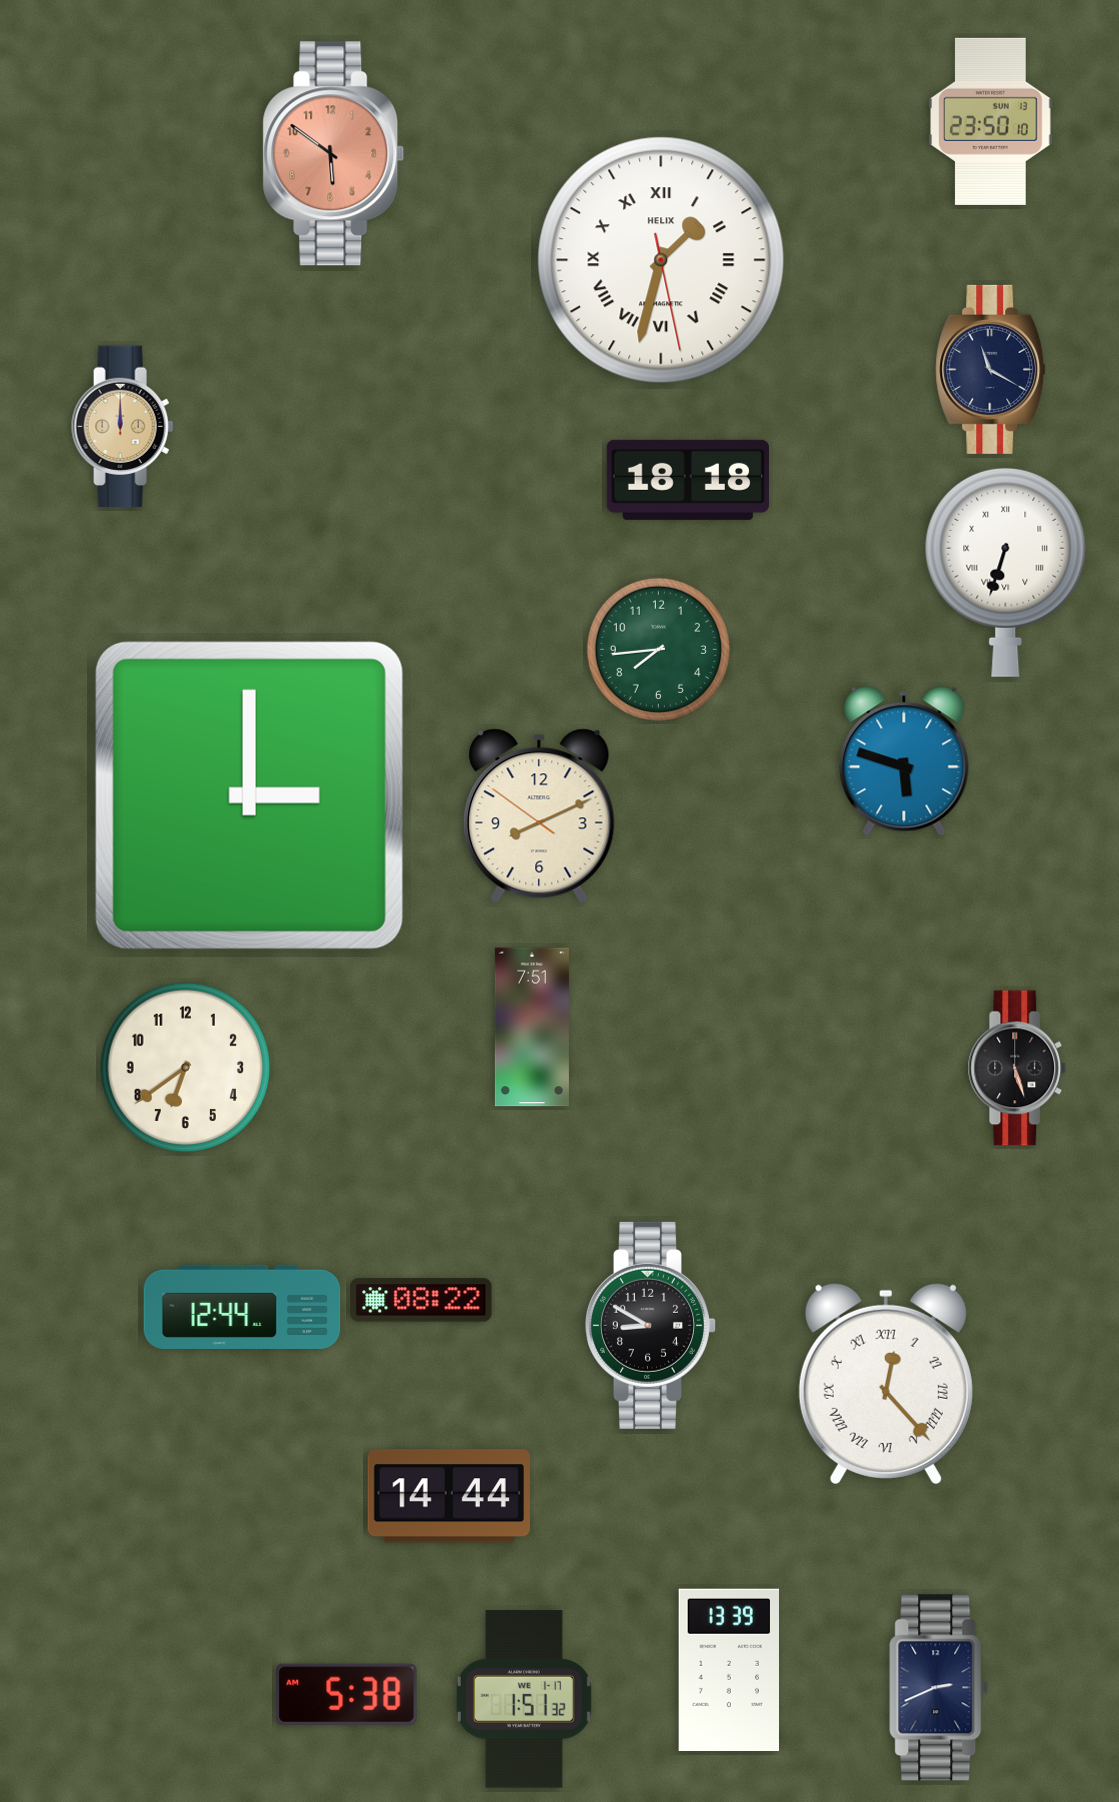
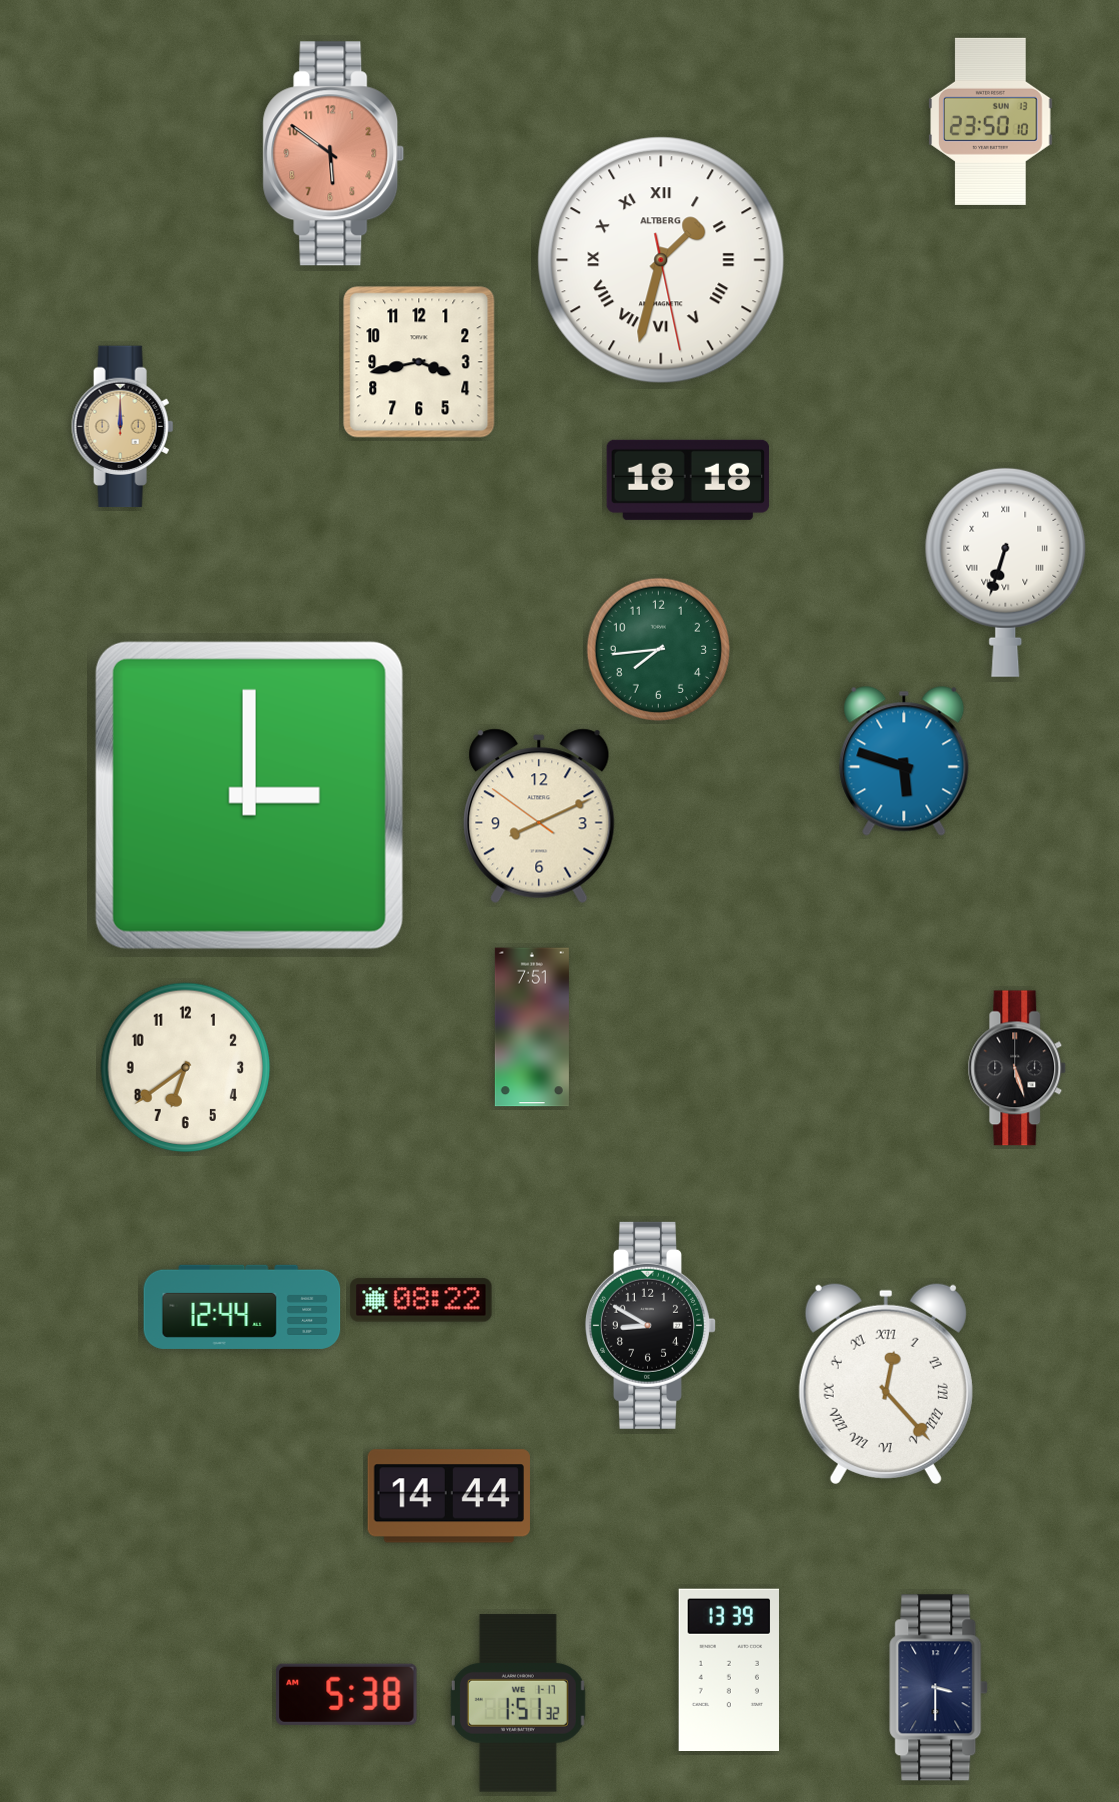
clock at (661, 260) brand: HELIX -> ALTBERG
clock at (419, 362): none -> 3:43
clock at (991, 369): 11:20 -> none
clock at (939, 1688): 2:41 -> 3:30
clock at (524, 1699) position: (524, 1699) -> (518, 1703)
